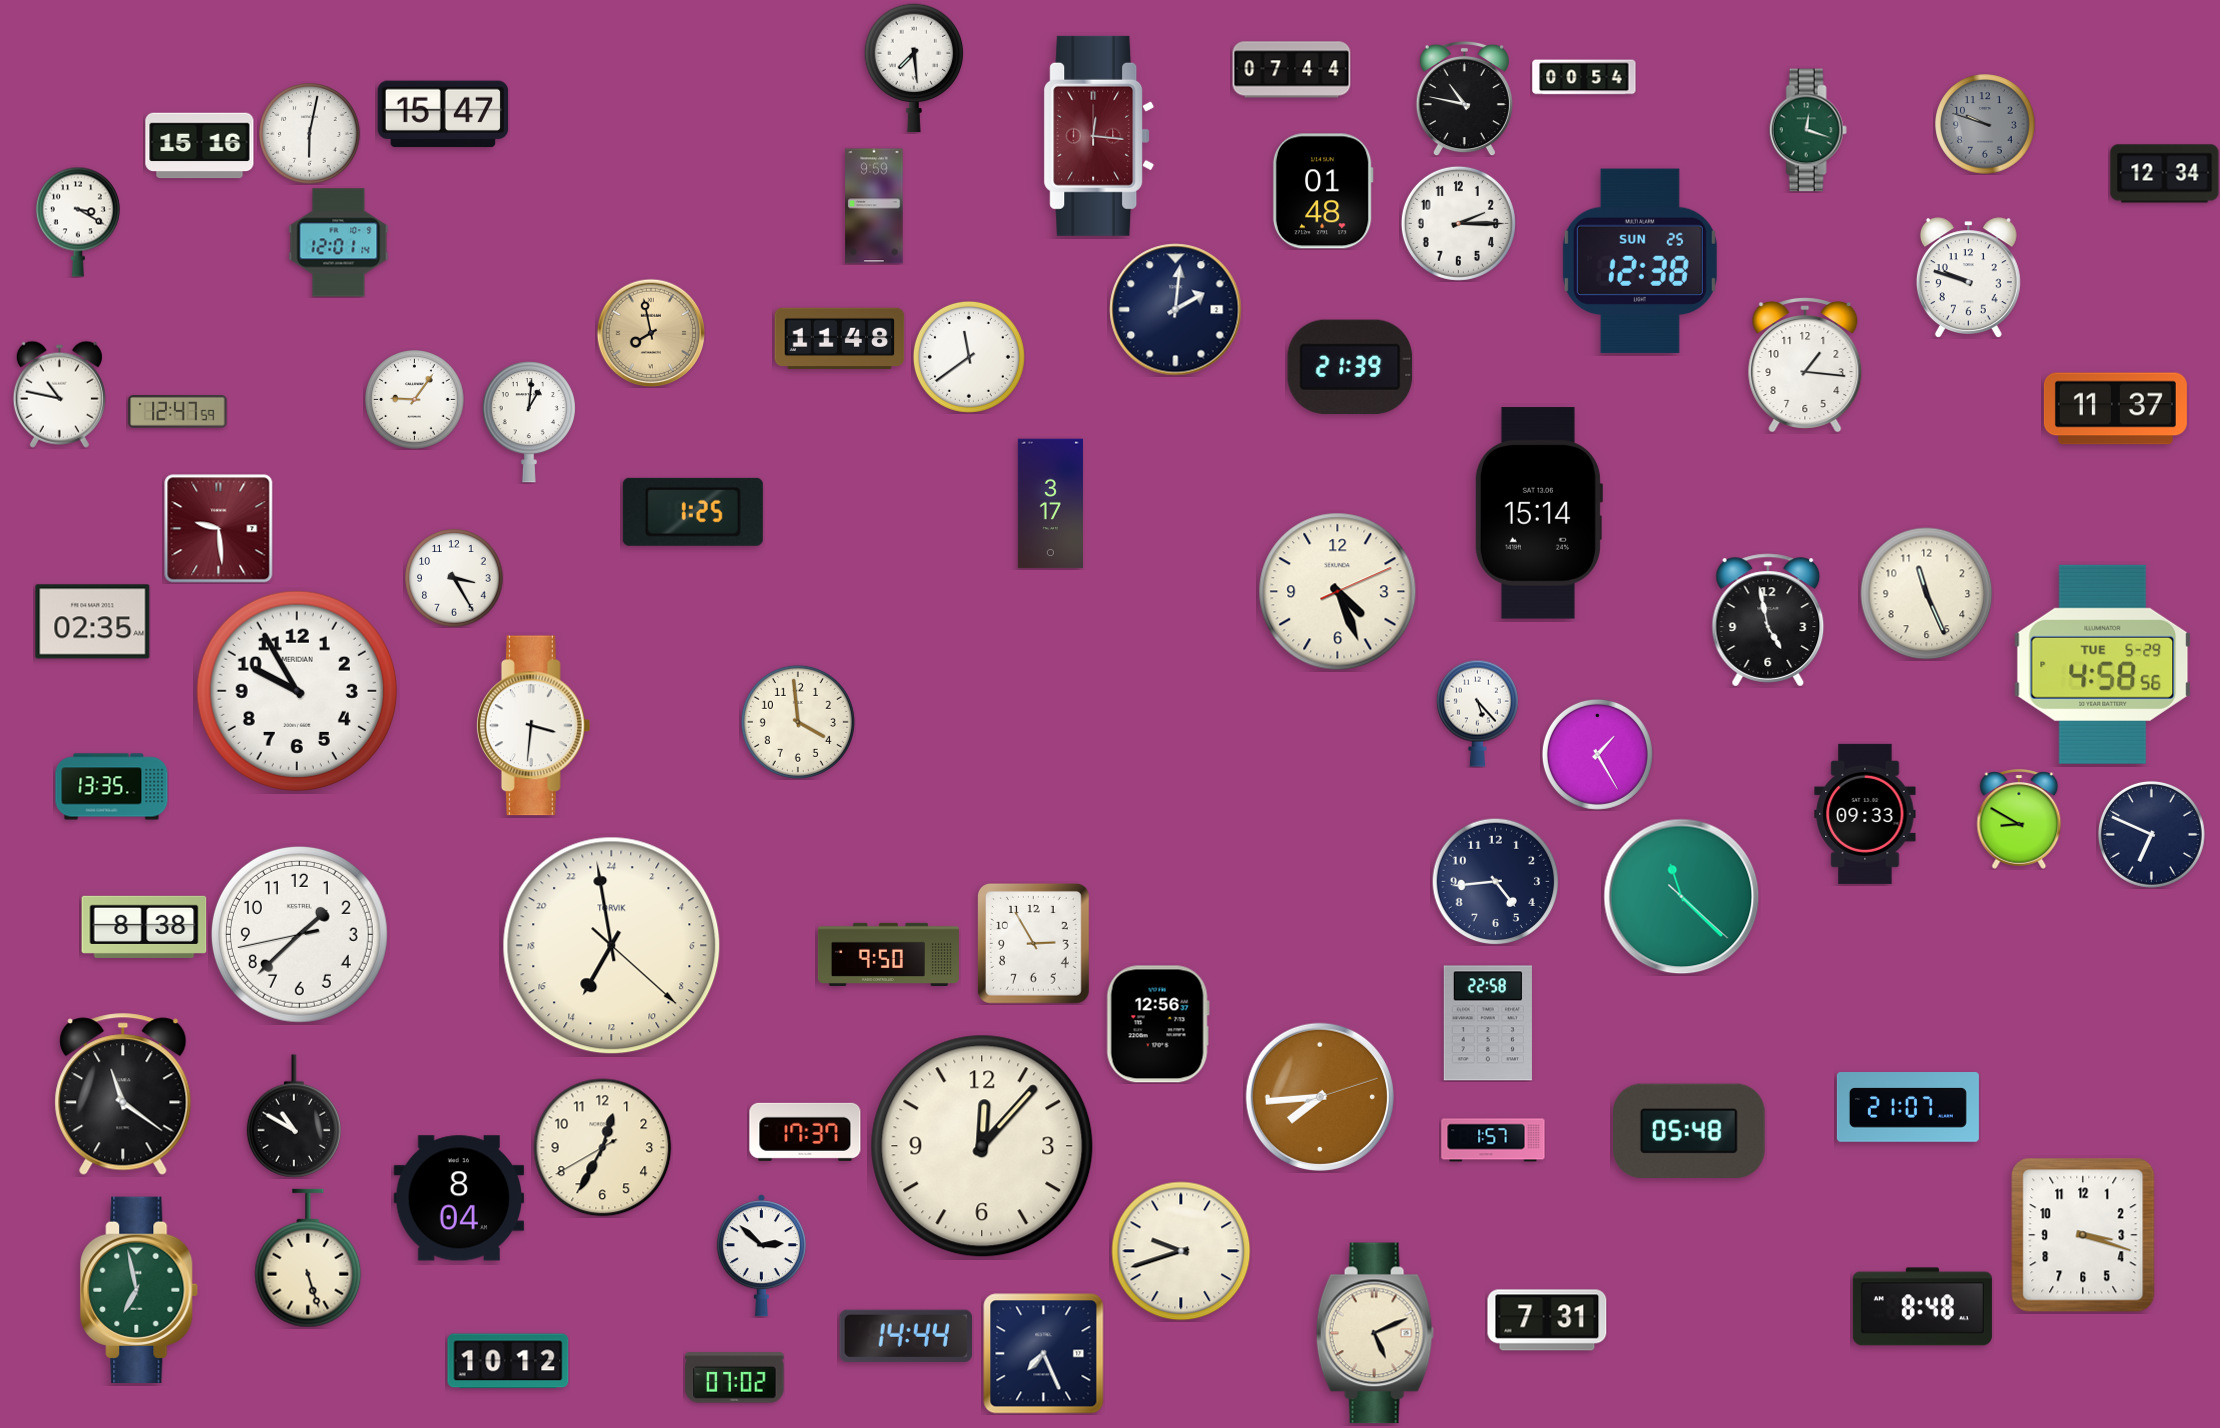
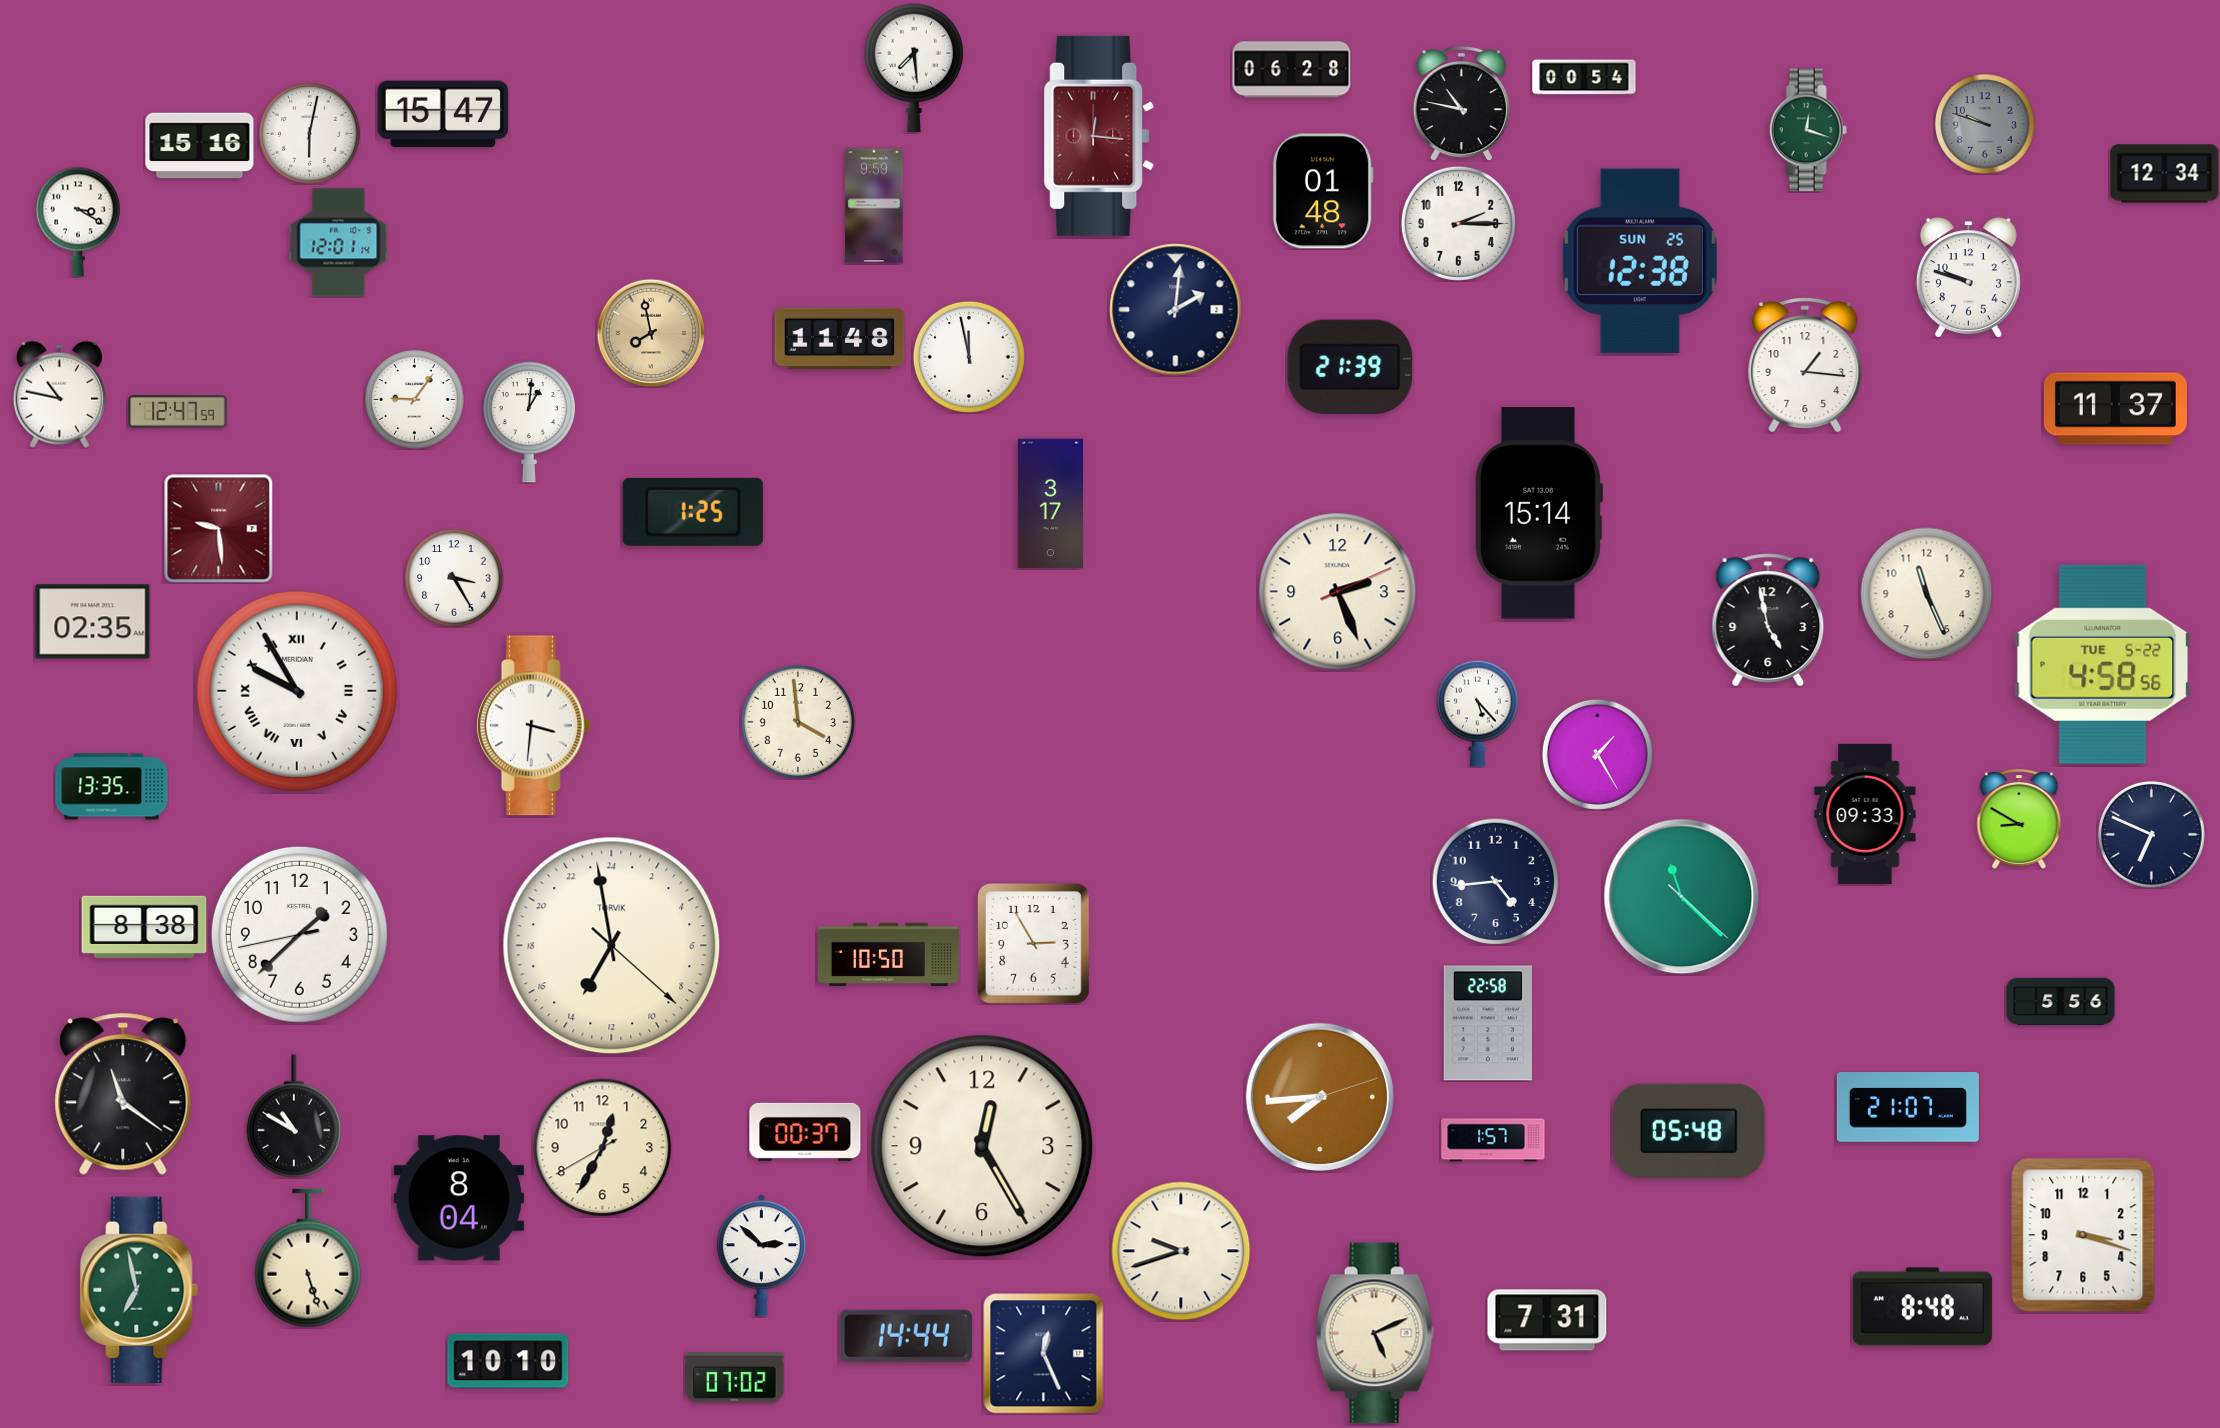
clock at (1292, 70): 07:44 -> 06:28
clock at (1464, 98) position: (1464, 98) -> (1461, 103)
clock at (969, 357): 11:39 -> 11:58
clock at (1338, 592): 4:26 -> 2:26
clock at (2103, 664) date: TUE 5-29 -> TUE 5-22
clock at (297, 691) numerals: Arabic -> Roman
clock at (888, 954): 9:50 -> 10:50
clock at (2061, 1002): none -> 5:56
clock at (1158, 1024): 12:56 -> none
clock at (805, 1132): 17:37 -> 00:37
clock at (982, 1146): 12:07 -> 12:25
clock at (1044, 1354): 7:26 -> 12:26
clock at (508, 1361): 10:12 -> 10:10
